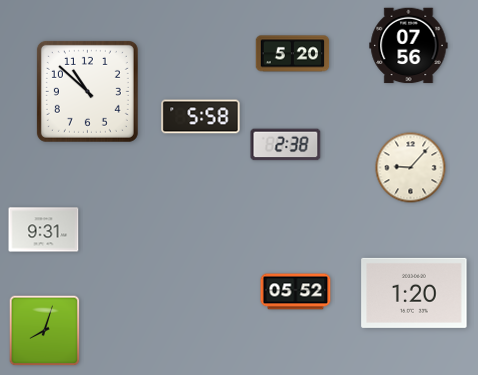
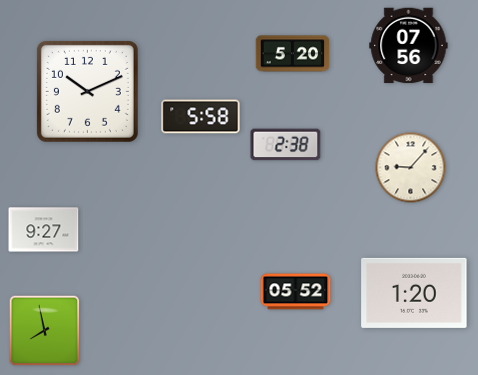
clock at (87, 91): 10:52 -> 10:11
clock at (44, 230): 9:31 -> 9:27
clock at (45, 331): 8:03 -> 7:58
